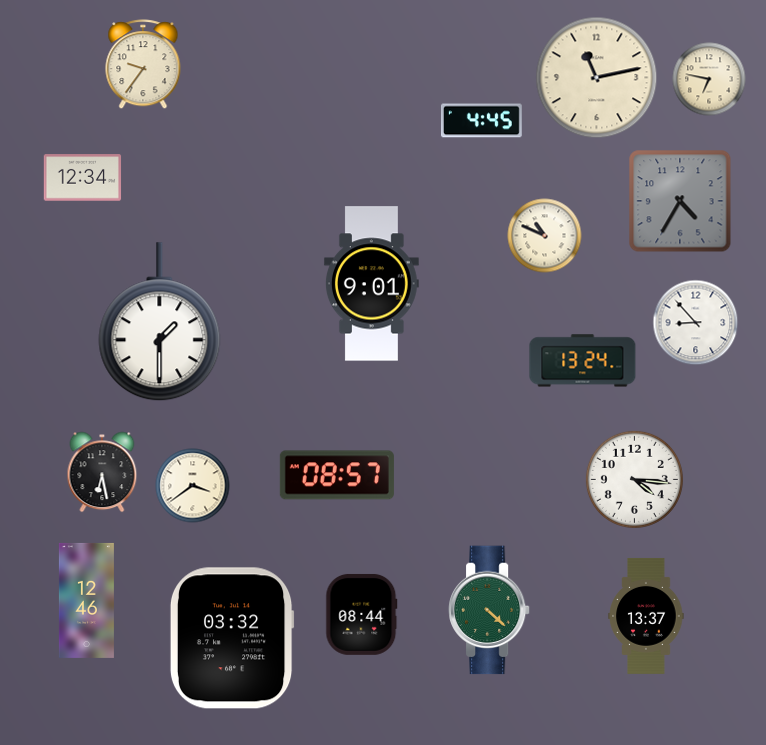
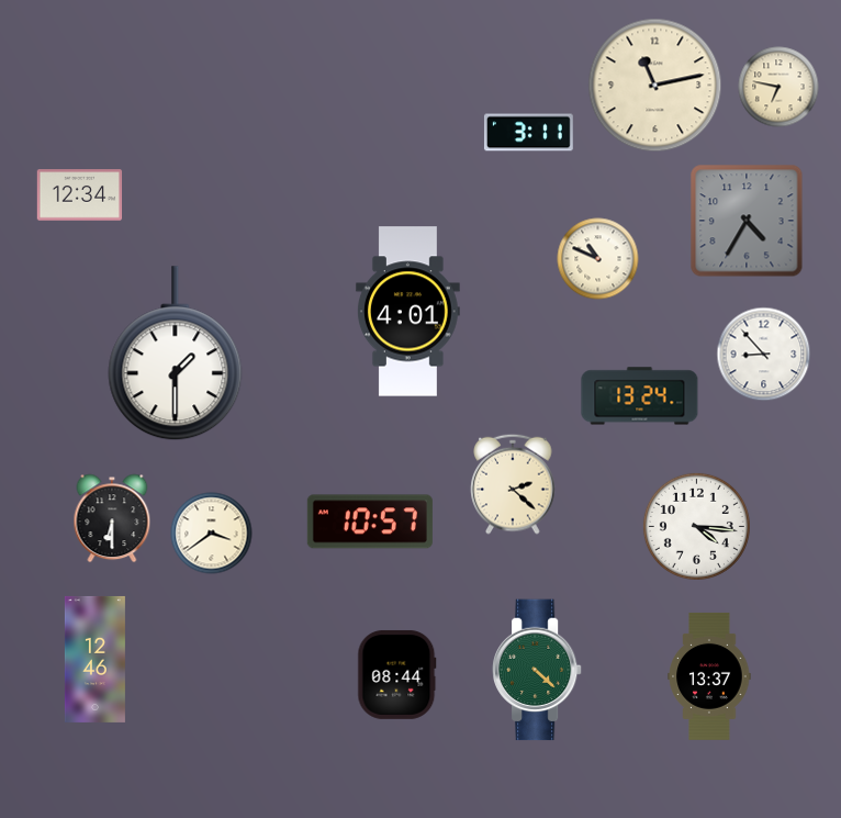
clock at (143, 65): 9:36 -> none
clock at (481, 121): 4:45 -> 3:11
clock at (83, 178) position: (83, 178) -> (80, 195)
clock at (371, 284): 9:01 -> 4:01
clock at (513, 484): none -> 2:22
clock at (102, 472): 6:28 -> 6:30
clock at (337, 475): 08:57 -> 10:57
clock at (232, 638): 03:32 -> none
